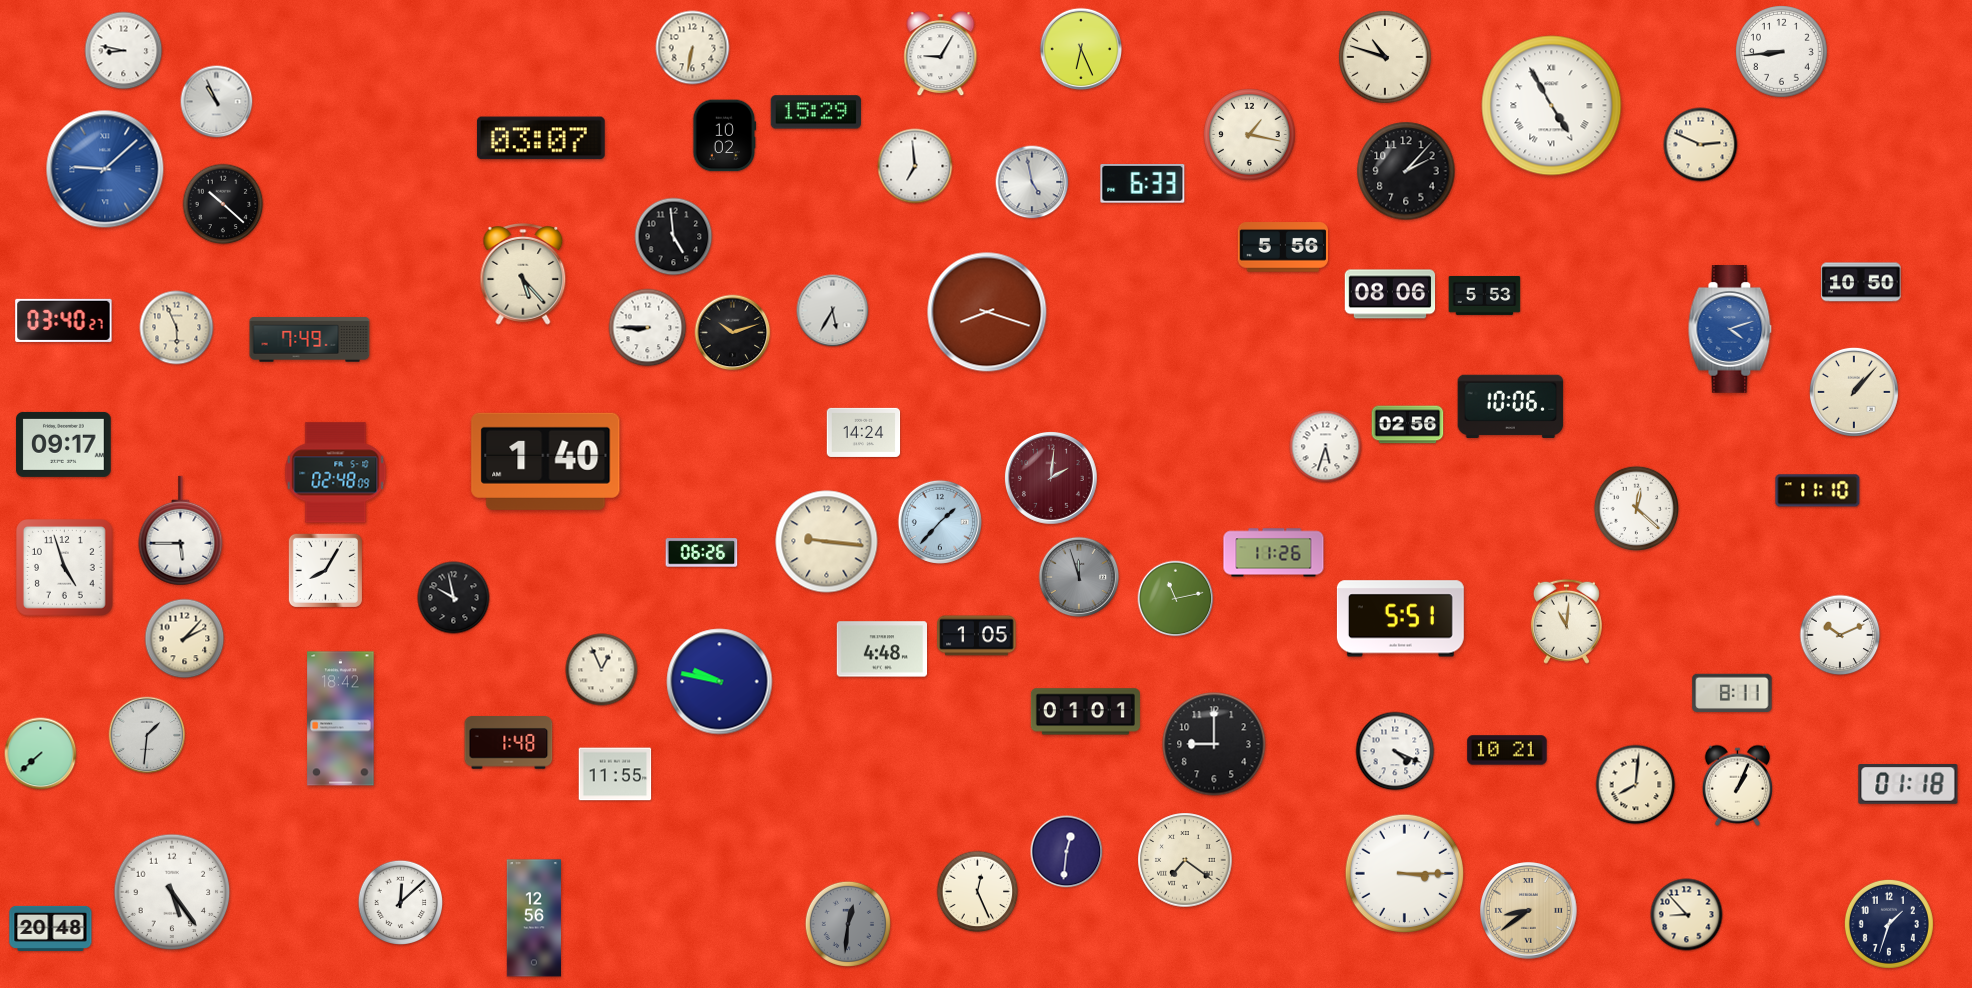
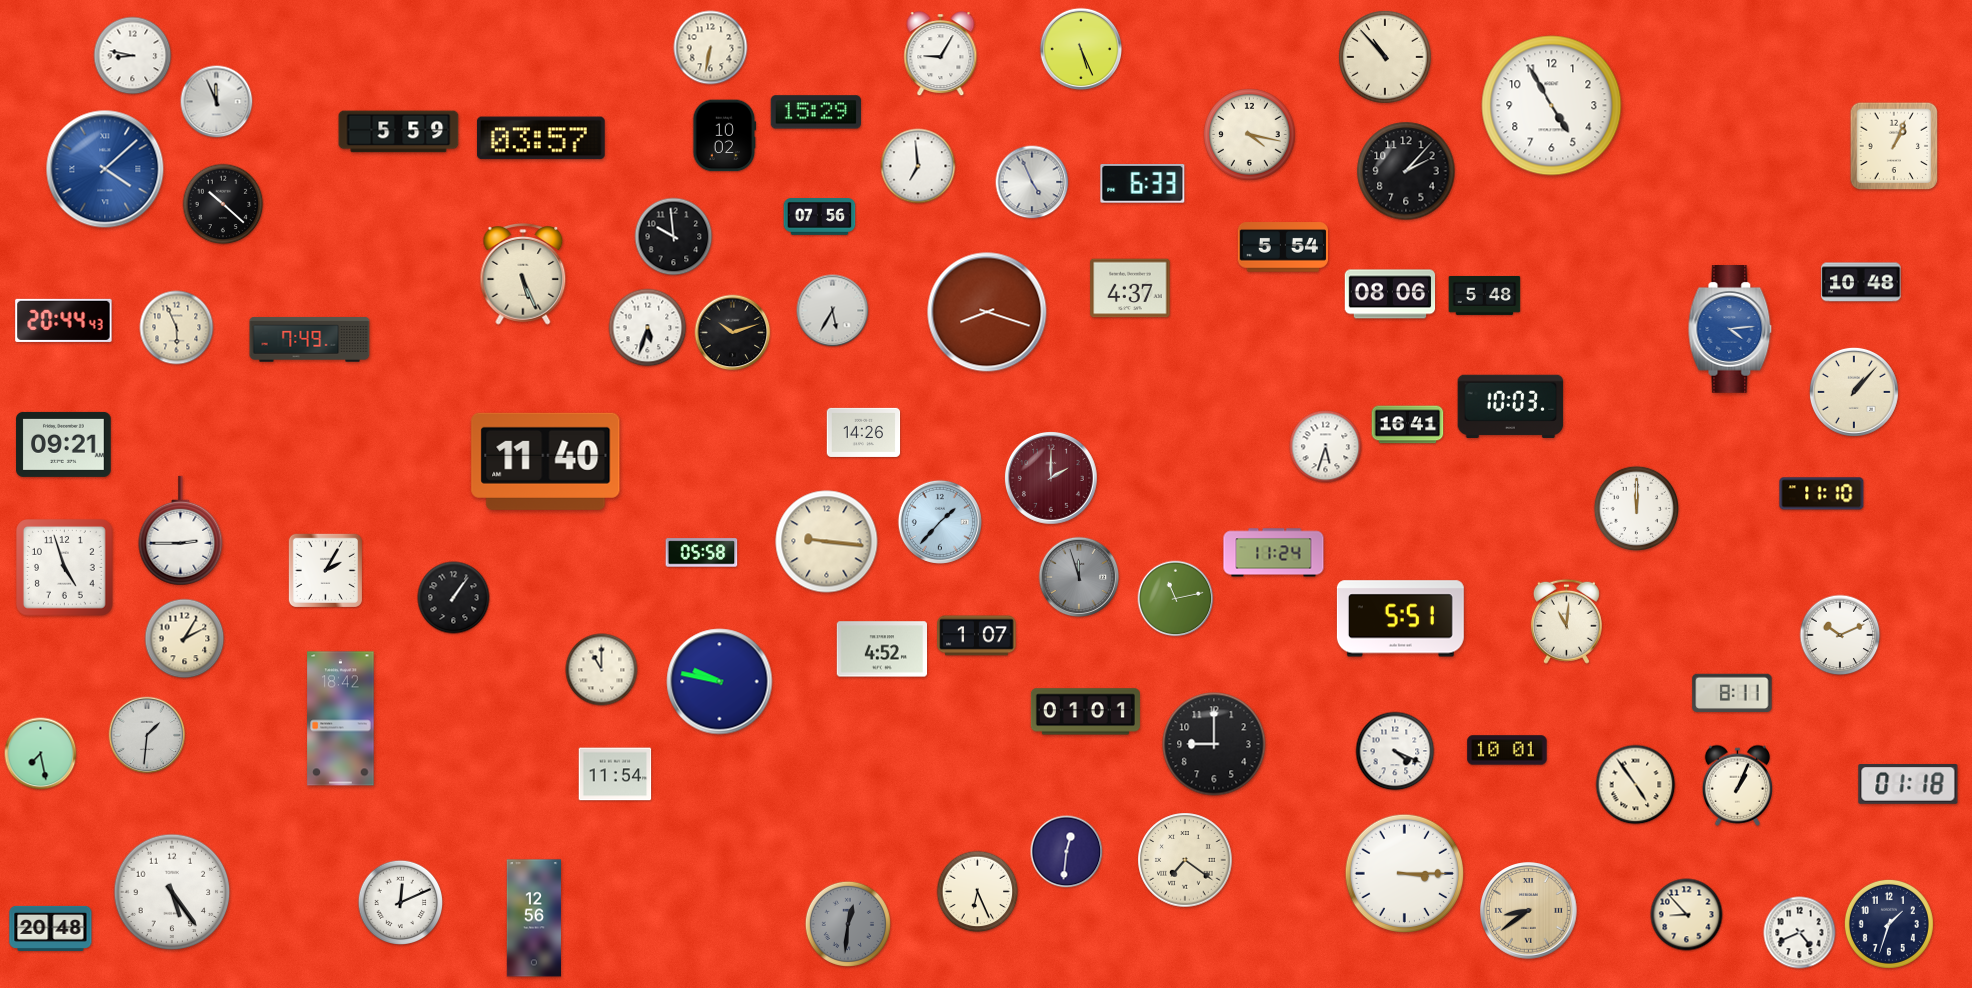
clock at (693, 48) position: (693, 48) -> (711, 48)
clock at (1080, 48): 6:26 -> 5:26
clock at (124, 51) position: (124, 51) -> (133, 56)
clock at (1782, 52): 8:44 -> none
clock at (1385, 57): 10:48 -> 10:53
clock at (217, 102): 10:56 -> 11:56
clock at (1552, 106) numerals: Roman -> Arabic
clock at (399, 132): none -> 5:59
clock at (1250, 135): 1:17 -> 4:17
clock at (541, 138): 03:07 -> 03:57
clock at (1701, 145): 2:49 -> none
clock at (1894, 146): none -> 1:04
clock at (915, 166) position: (915, 166) -> (918, 166)
clock at (105, 169): 9:08 -> 4:08
clock at (1032, 182): 4:58 -> 4:56
clock at (820, 217): none -> 07:56
clock at (674, 237): 4:59 -> 9:59
clock at (1283, 247): 5:56 -> 5:54
clock at (523, 274): 5:23 -> 5:26
clock at (1861, 282): 10:50 -> 10:48
clock at (1130, 288): none -> 4:37
clock at (1485, 295): 5:53 -> 5:48
clock at (64, 320): 03:40 -> 20:44
clock at (648, 328): 8:45 -> 5:33
clock at (1730, 330): 4:12 -> 4:14
clock at (1511, 406): 10:06 -> 10:03
clock at (1408, 425): 02:56 -> 16:41
clock at (864, 432): 14:24 -> 14:26
clock at (64, 444): 09:17 -> 09:21
clock at (546, 461): 1:40 -> 11:40
clock at (336, 473): 02:48 -> none
clock at (1051, 478): 2:01 -> 2:00
clock at (1818, 491) position: (1818, 491) -> (1822, 494)
clock at (1637, 509): 12:22 -> 12:00
clock at (181, 531): 5:45 -> 2:45
clock at (702, 553): 06:26 -> 05:58
clock at (1274, 553): 11:26 -> 11:24
clock at (325, 570): 8:05 -> 2:05
clock at (454, 598): 9:58 -> 1:06
clock at (977, 636): 1:05 -> 1:07
clock at (185, 639): 2:07 -> 2:05
clock at (881, 649): 4:48 -> 4:52
clock at (602, 670): 12:56 -> 11:00
clock at (509, 743): 1:48 -> none
clock at (1507, 750): 10:21 -> 10:01
clock at (41, 754): 7:38 -> 7:28
clock at (615, 774): 11:55 -> 11:54
clock at (1636, 785): 8:01 -> 4:54
clock at (978, 892): 12:26 -> 6:26
clock at (401, 903): 12:08 -> 12:11
clock at (1800, 933): none -> 4:41
